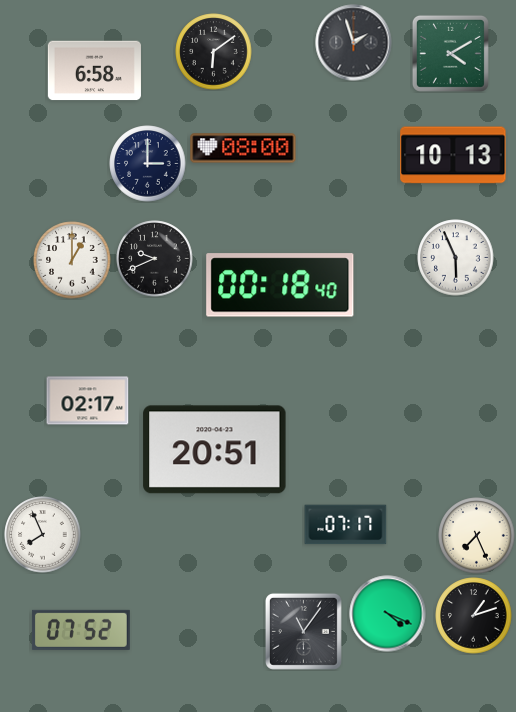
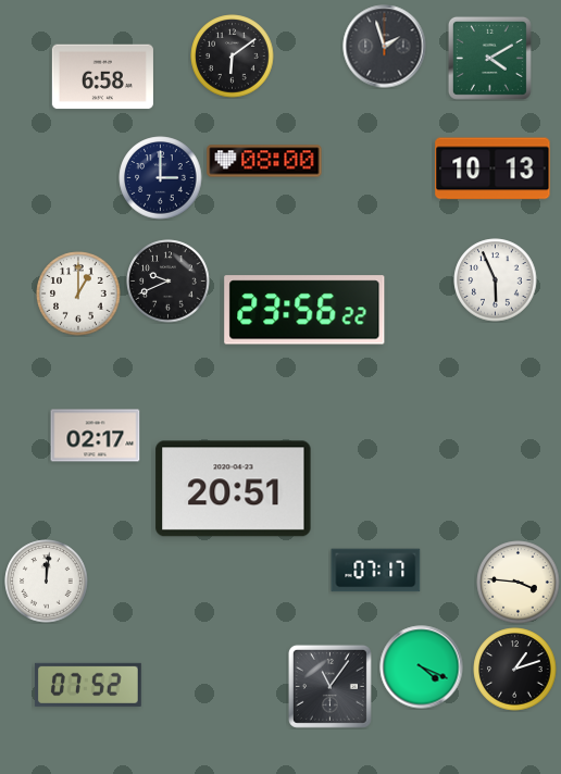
clock at (72, 260) position: (72, 260) -> (78, 294)
clock at (280, 285): 00:18 -> 23:56
clock at (43, 535): 7:56 -> 12:01
clock at (477, 536): 7:26 -> 3:46
